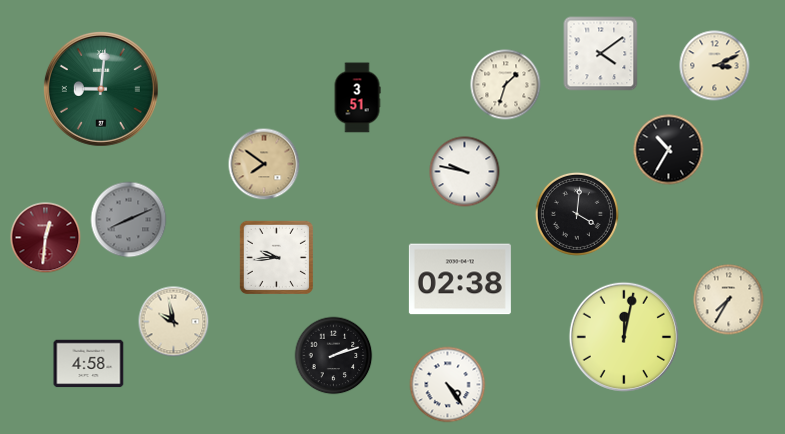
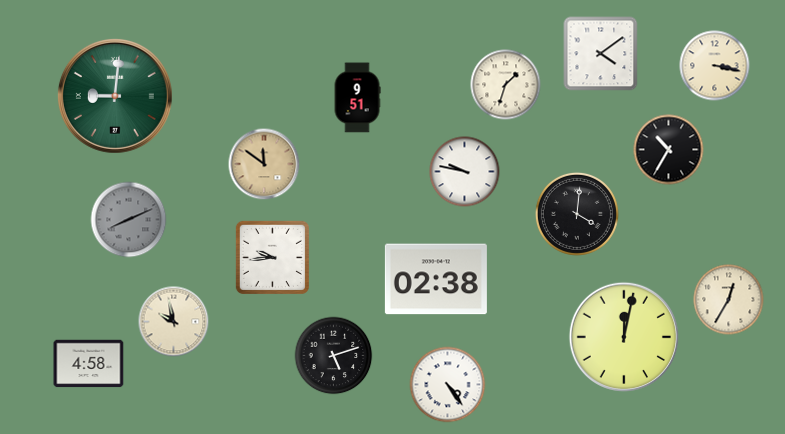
clock at (715, 66): 3:11 -> 3:17
clock at (101, 89) position: (101, 89) -> (115, 96)
clock at (357, 98): 3:51 -> 9:51
clock at (264, 164): 7:51 -> 11:51
clock at (46, 238): 12:31 -> none
clock at (276, 257) position: (276, 257) -> (272, 257)
clock at (460, 279) position: (460, 279) -> (436, 279)
clock at (729, 300): 7:35 -> 12:35
clock at (334, 356): 2:12 -> 5:12
